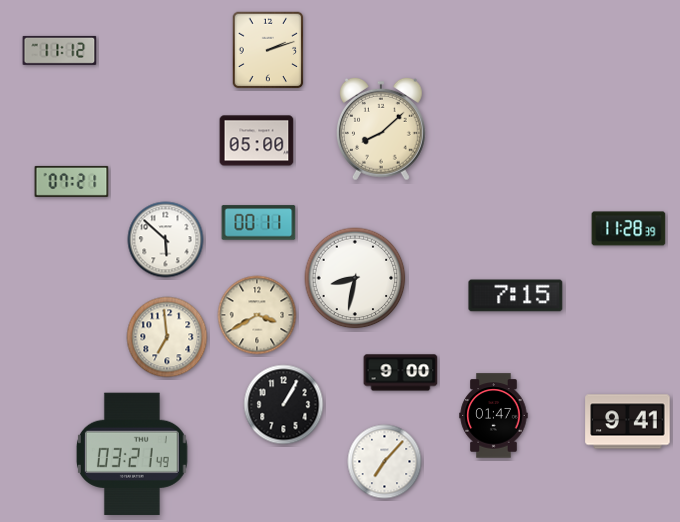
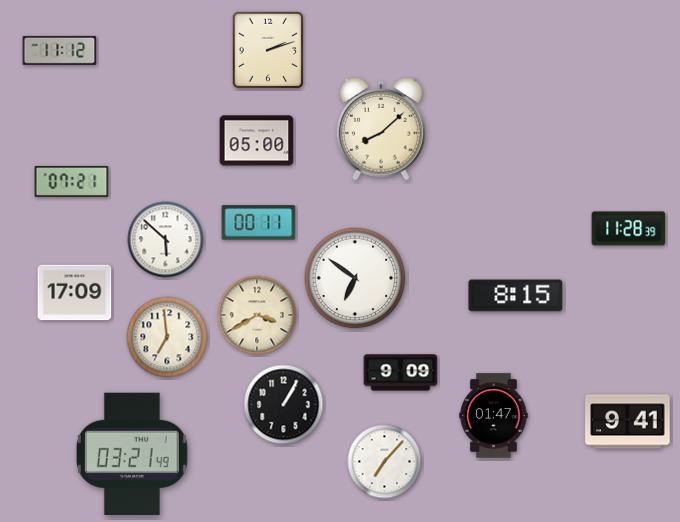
clock at (355, 278): 8:32 -> 6:51
clock at (75, 293): none -> 17:09
clock at (516, 296): 7:15 -> 8:15
clock at (401, 373): 9:00 -> 9:09
